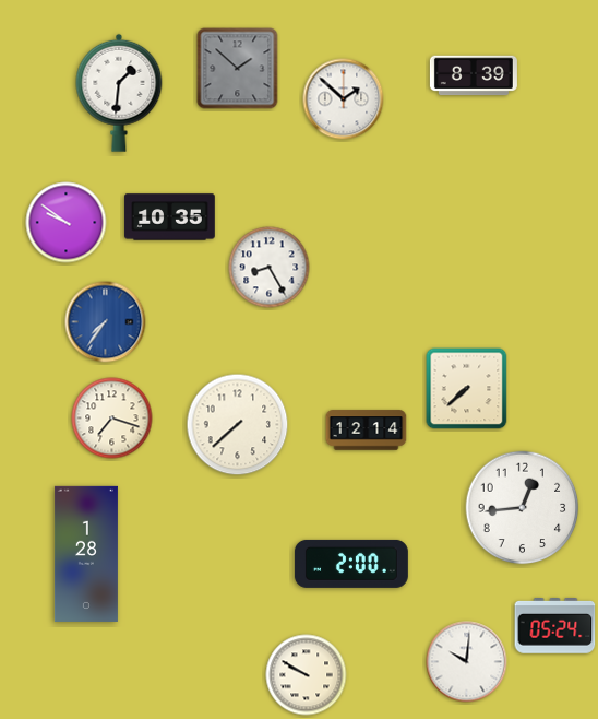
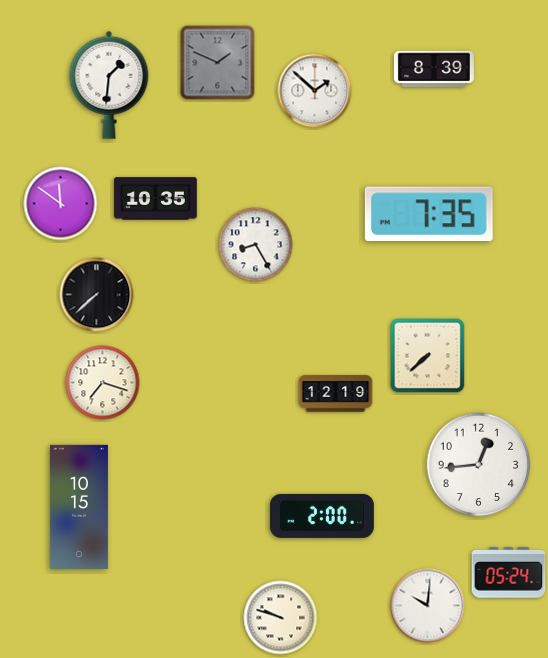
clock at (238, 69): 1:52 -> 1:49
clock at (67, 223): 9:51 -> 11:51
clock at (429, 214): none -> 7:35
clock at (270, 268) position: (270, 268) -> (256, 245)
clock at (106, 322): 7:36 -> 7:38
clock at (106, 322) dial: blue -> black
clock at (238, 425): 7:38 -> none
clock at (367, 431): 12:14 -> 12:19
clock at (86, 554): 1:28 -> 10:15
clock at (307, 675): 9:50 -> 9:48
